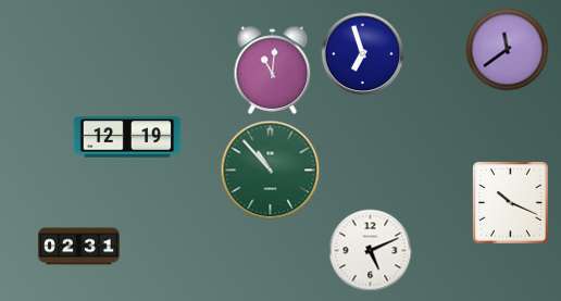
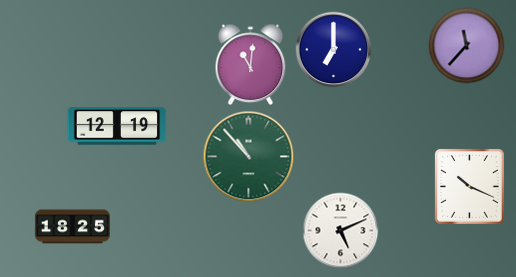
clock at (508, 50): 11:39 -> 11:37
clock at (363, 54): 6:57 -> 7:00
clock at (78, 247): 02:31 -> 18:25
